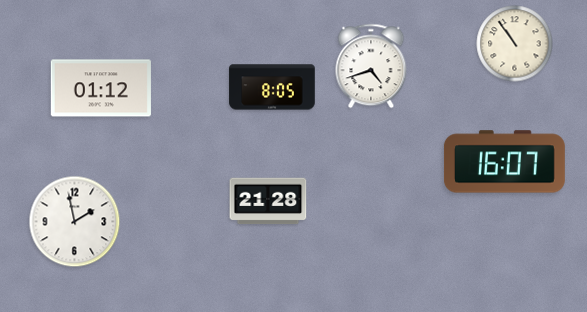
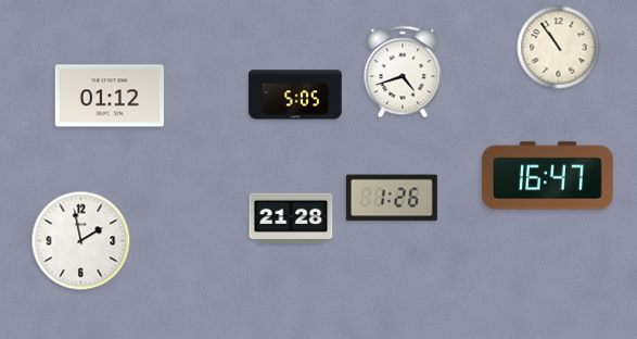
clock at (272, 87): 8:05 -> 5:05
clock at (504, 162): 16:07 -> 16:47
clock at (392, 198): none -> 1:26
